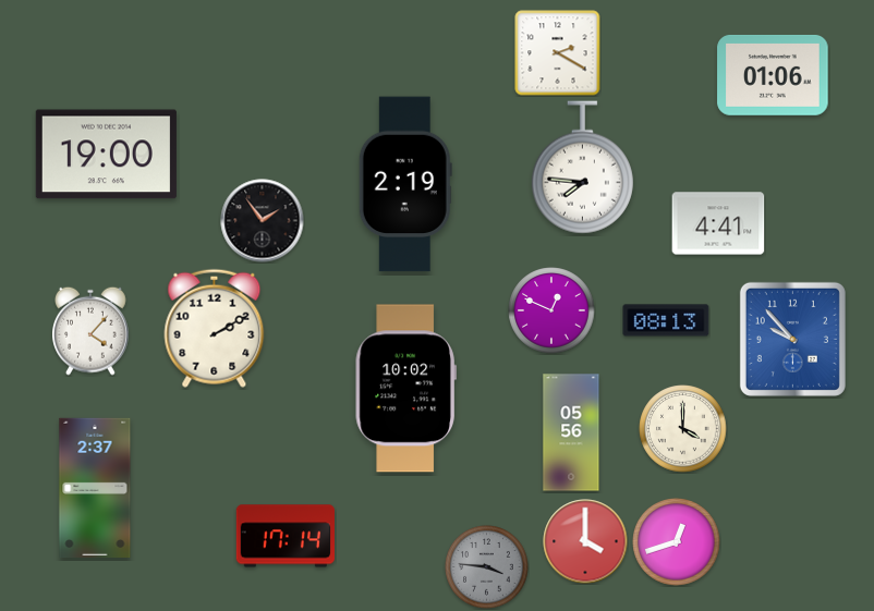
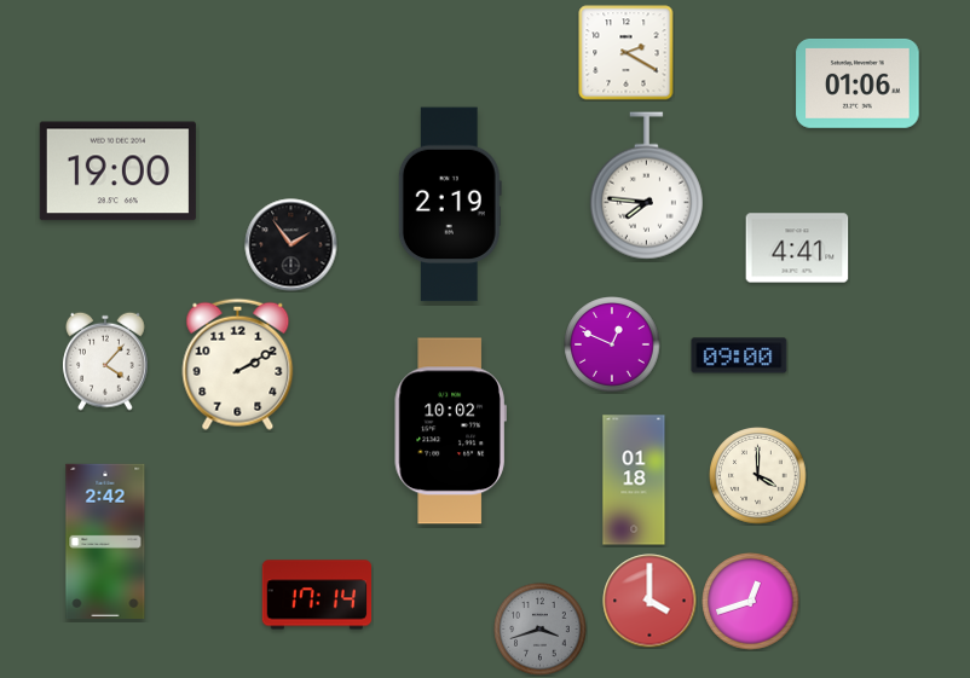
clock at (558, 53) position: (558, 53) -> (627, 53)
clock at (666, 320): 08:13 -> 09:00
clock at (92, 331) position: (92, 331) -> (106, 361)
clock at (792, 339): 9:53 -> none
clock at (571, 432): 05:56 -> 01:18
clock at (95, 487): 2:37 -> 2:42
clock at (487, 567): 3:46 -> 3:42
